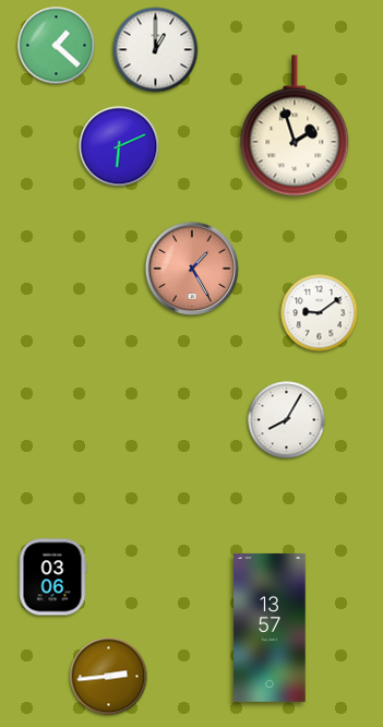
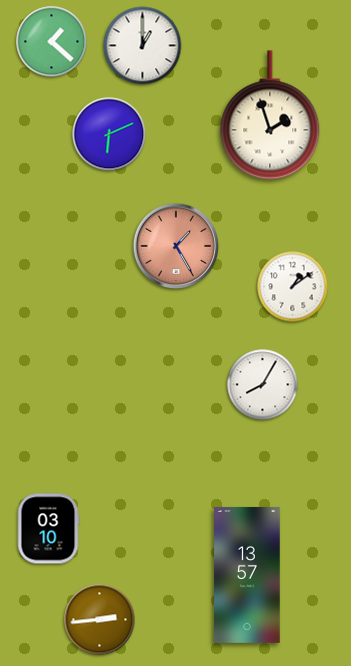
clock at (320, 313): 9:09 -> 1:09
clock at (52, 577): 03:06 -> 03:10
